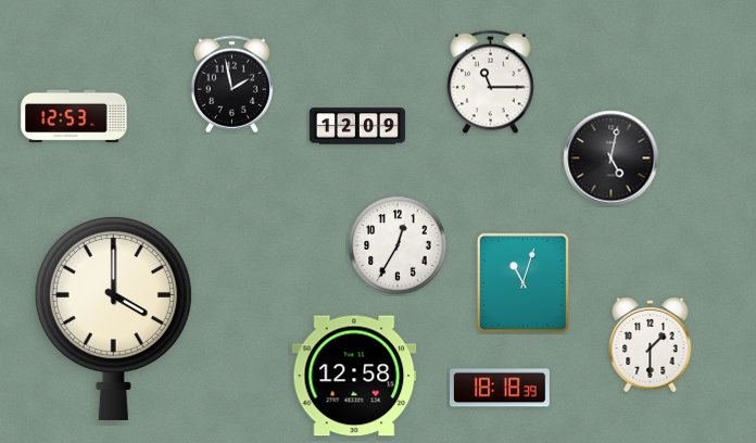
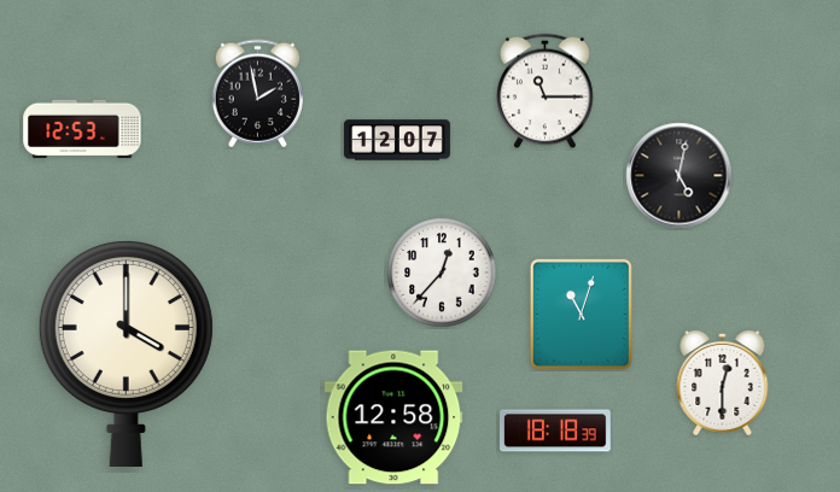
clock at (357, 126): 12:09 -> 12:07
clock at (398, 245): 12:35 -> 12:37
clock at (651, 344): 1:30 -> 12:30
